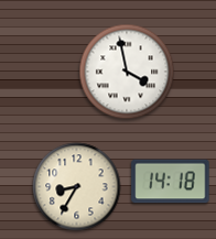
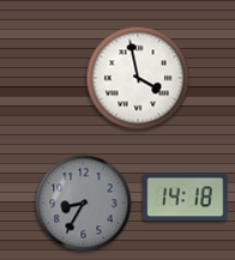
clock at (77, 187) dial: cream -> grey
